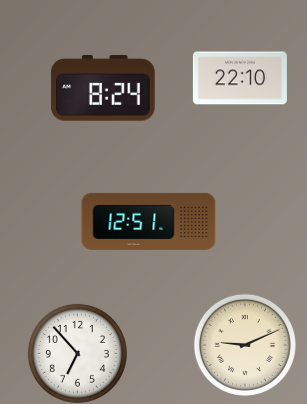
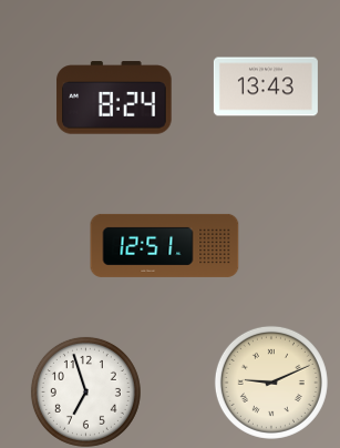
clock at (240, 78): 22:10 -> 13:43
clock at (77, 353): 6:53 -> 6:57
